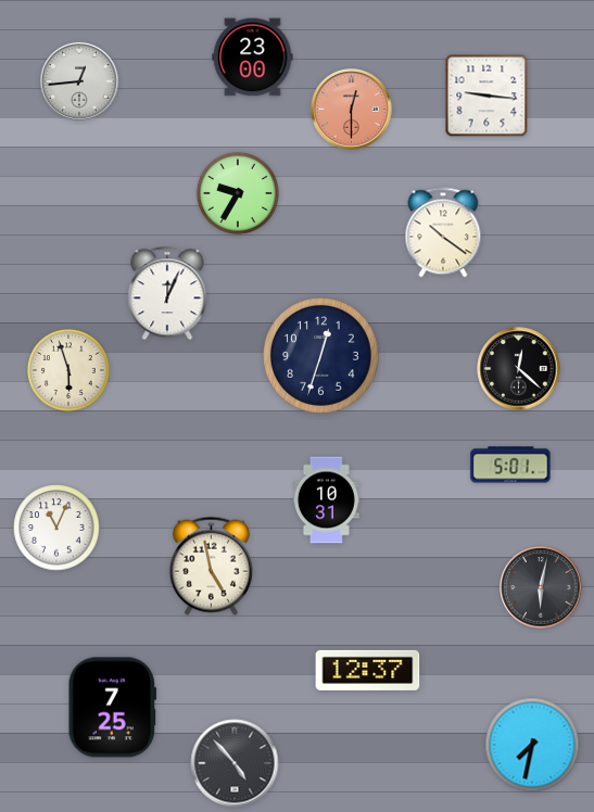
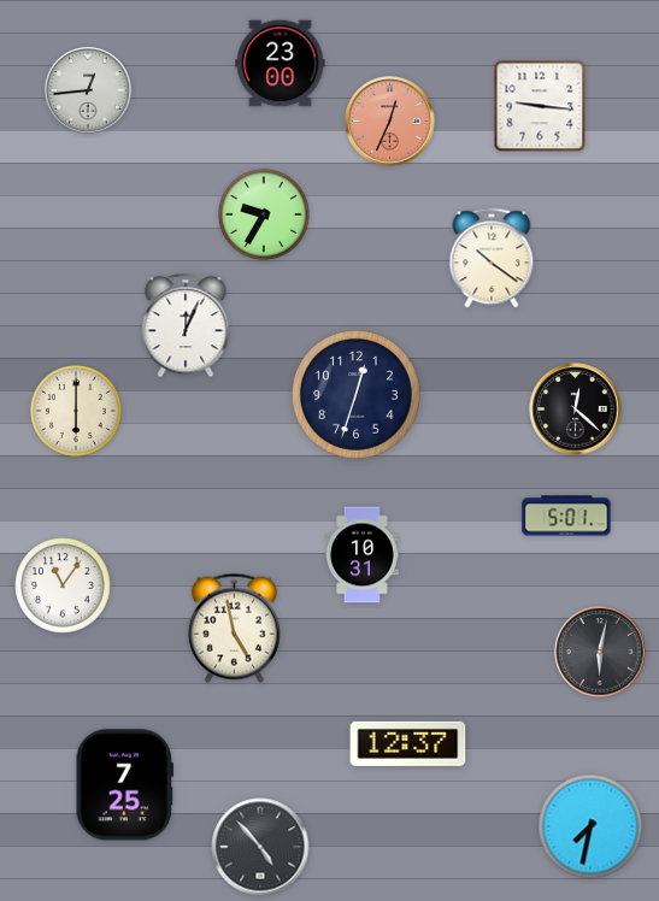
clock at (352, 110): 12:30 -> 12:34
clock at (68, 370): 5:57 -> 6:00
clock at (56, 528): 11:04 -> 11:06
